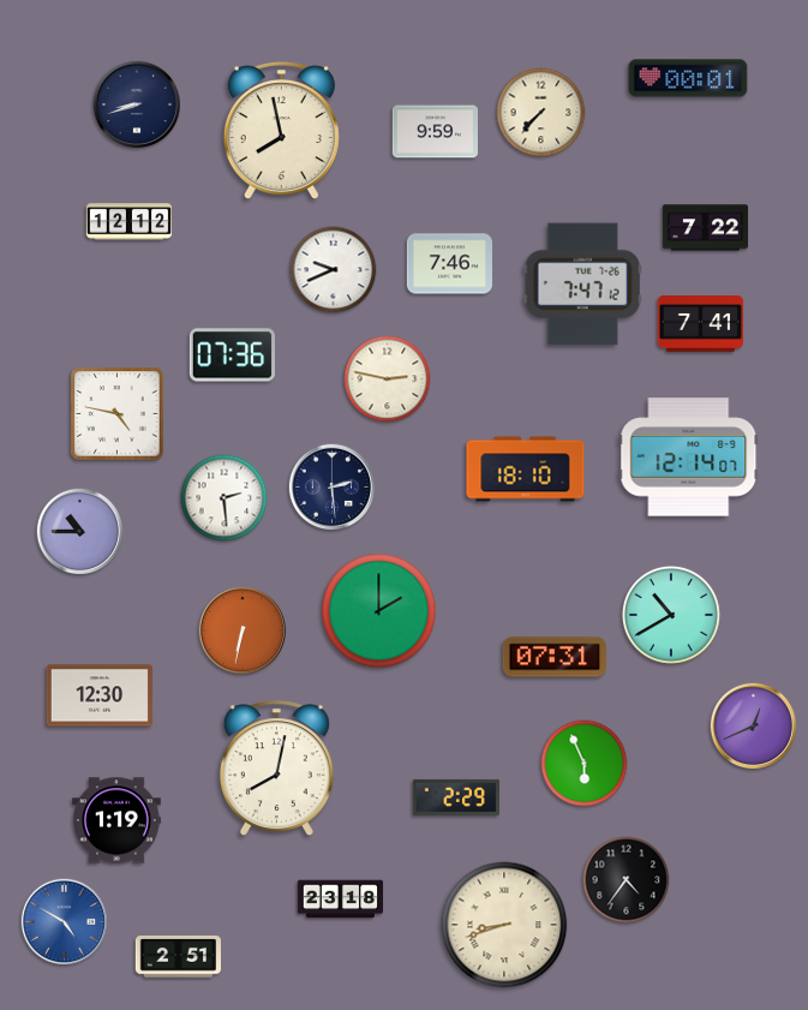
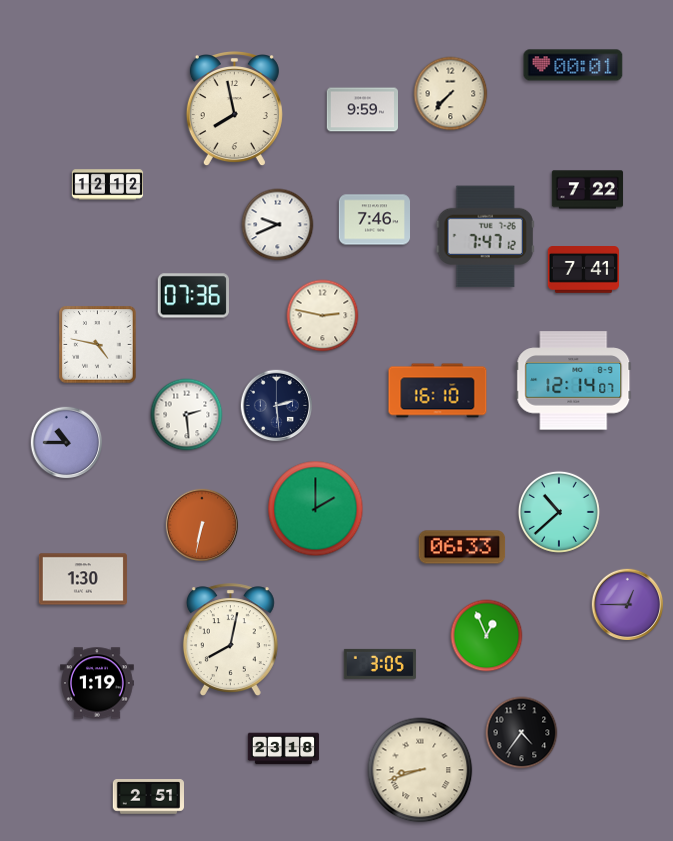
clock at (136, 103): 8:42 -> none
clock at (526, 470): 18:10 -> 16:10
clock at (671, 615): 10:40 -> 10:38
clock at (555, 657): 07:31 -> 06:33
clock at (100, 695): 12:30 -> 1:30
clock at (754, 727): 12:41 -> 12:45
clock at (585, 764): 5:56 -> 12:56
clock at (456, 797): 2:29 -> 3:05
clock at (65, 922): 4:50 -> none
